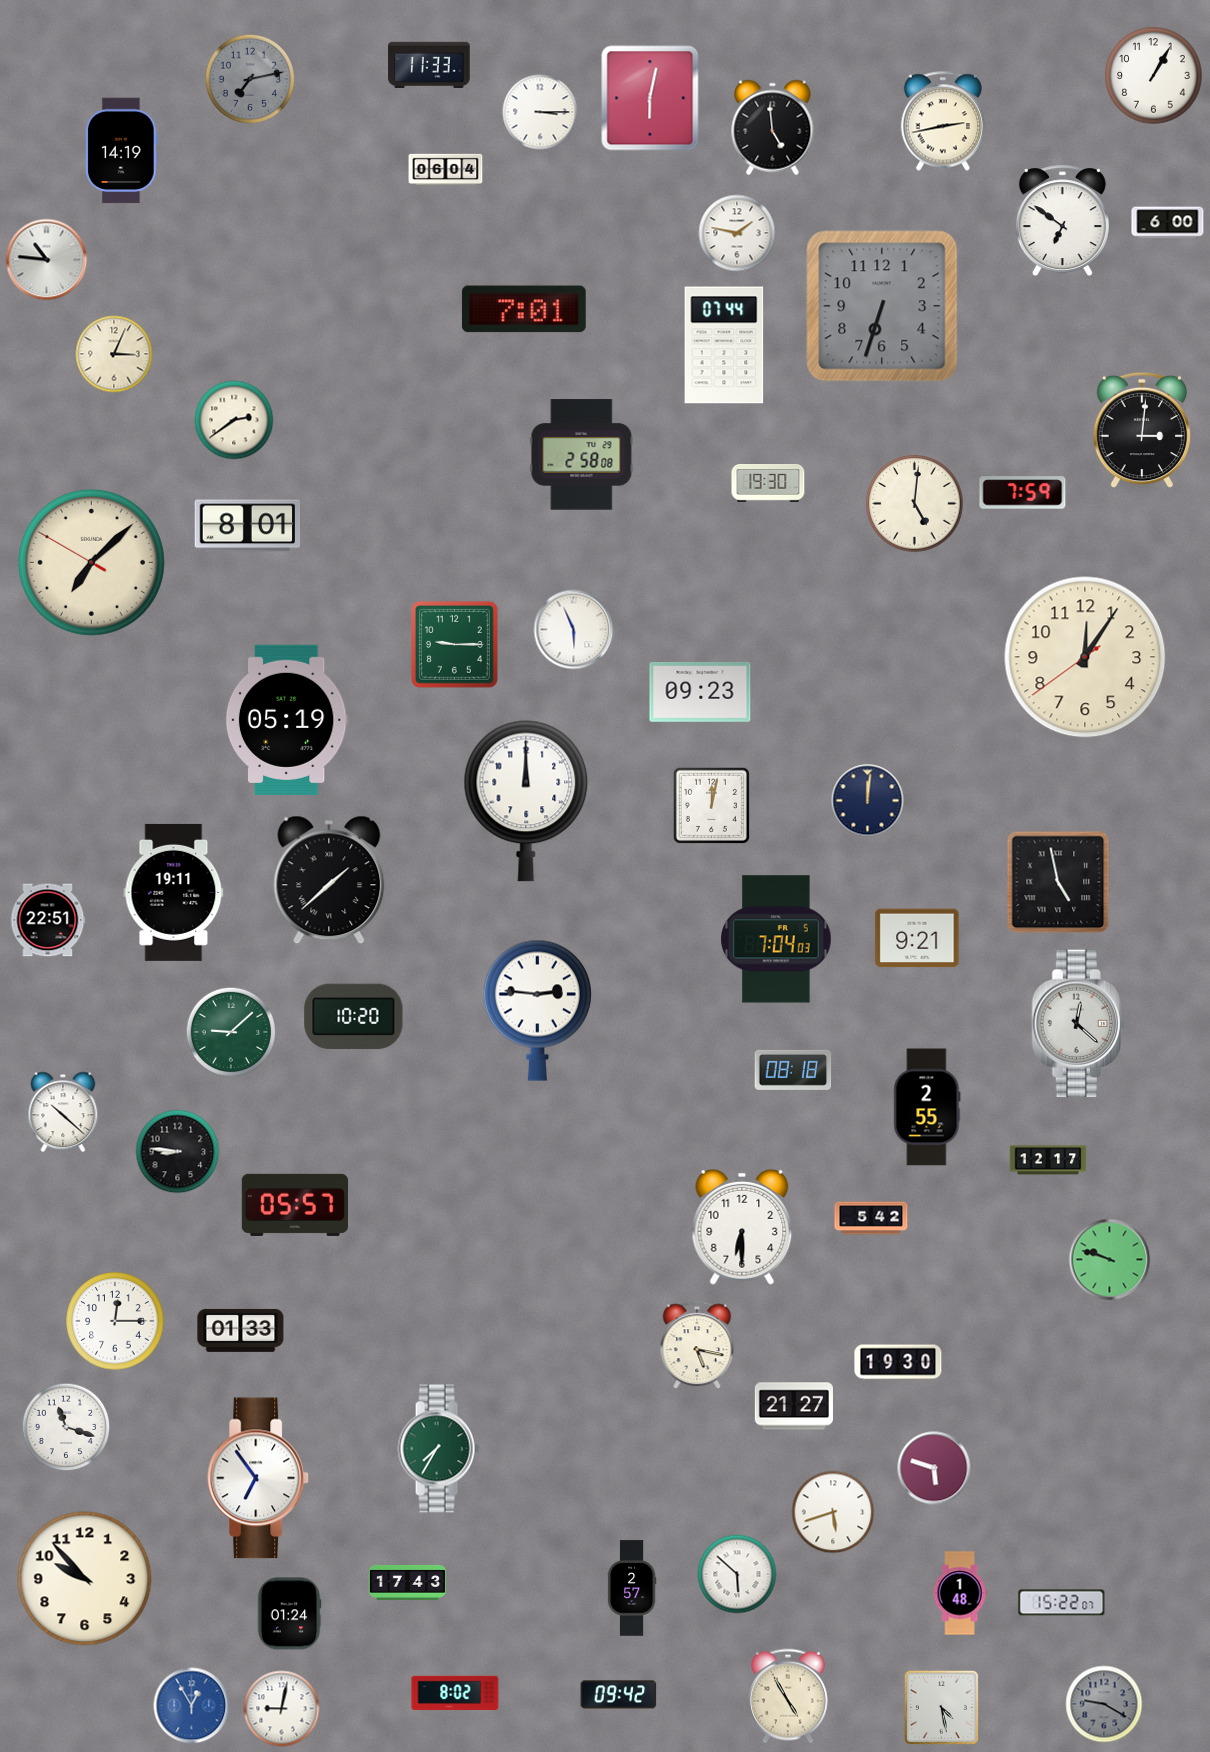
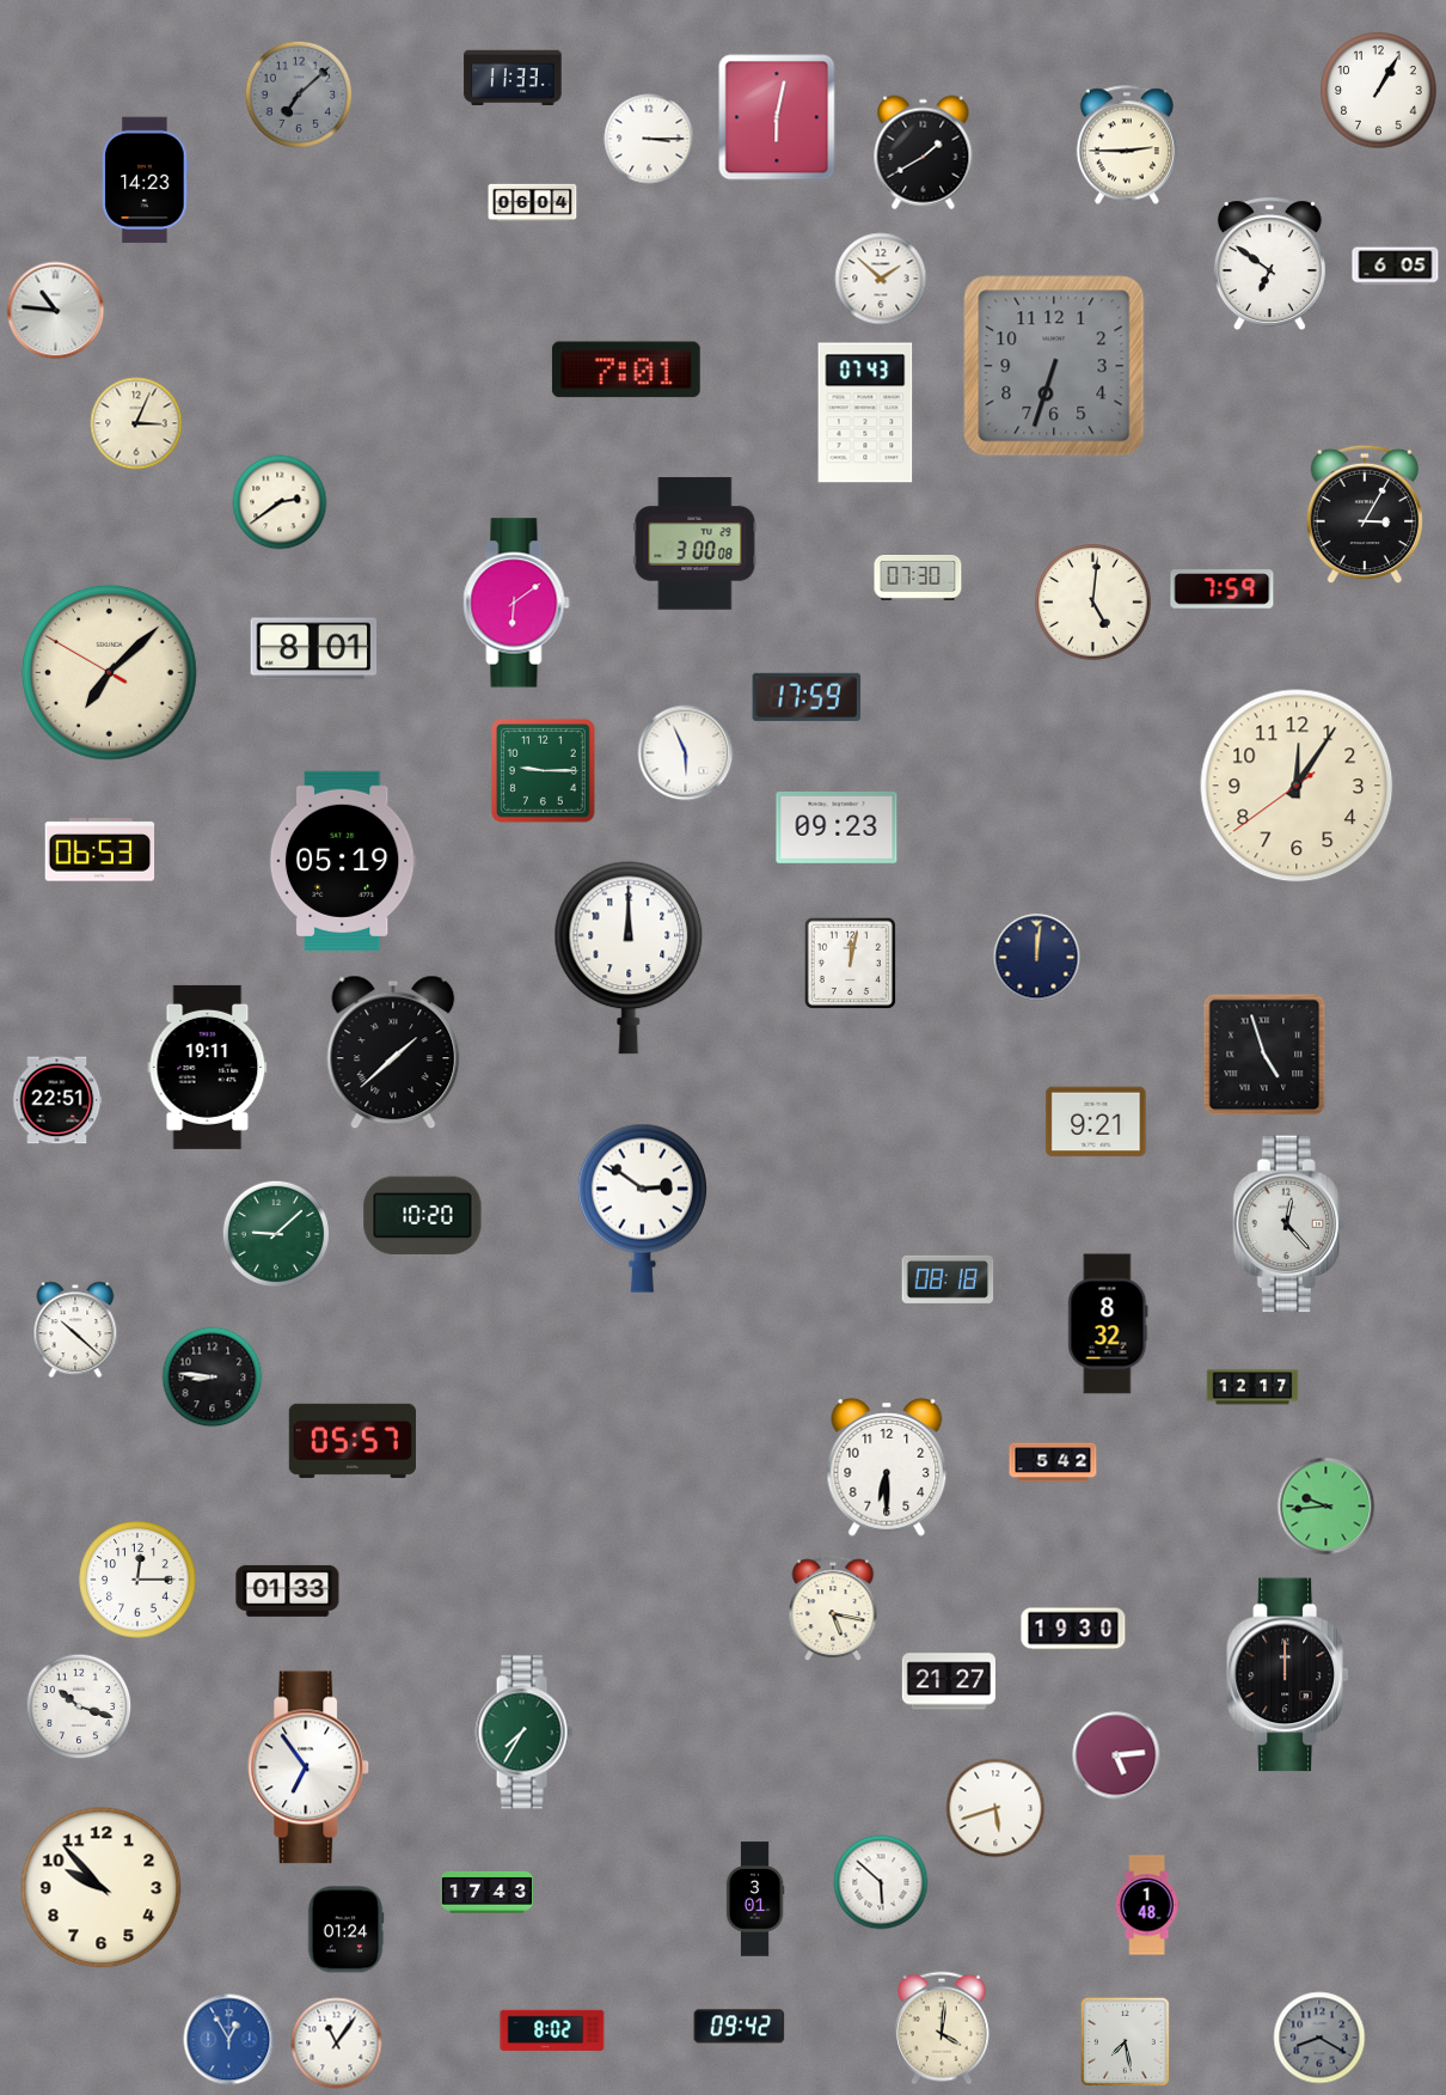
clock at (249, 78): 7:13 -> 7:08
clock at (540, 112) position: (540, 112) -> (649, 139)
clock at (942, 121): 2:43 -> 2:45
clock at (773, 128): 4:59 -> 1:40
clock at (122, 151): 14:19 -> 14:23
clock at (1168, 223): 6:00 -> 6:05
clock at (737, 233): 1:47 -> 1:52
clock at (724, 345): 07:44 -> 07:43
clock at (1142, 430): 3:01 -> 3:05
clock at (582, 455): 2:58 -> 3:00
clock at (768, 484): 19:30 -> 07:30
clock at (516, 603): none -> 6:09
clock at (248, 526) position: (248, 526) -> (314, 649)
clock at (807, 697): none -> 17:59
clock at (100, 850): none -> 06:53
clock at (1058, 882): 4:58 -> 4:57
clock at (776, 939): 7:04 -> none
clock at (537, 1010): 2:46 -> 2:51
clock at (1078, 1024): 12:22 -> 12:23
clock at (927, 1107): 2:55 -> 8:32
clock at (871, 1218) position: (871, 1218) -> (1053, 1462)
clock at (1110, 1260): 9:48 -> 9:44
clock at (1288, 1675): none -> 12:00
clock at (66, 1427): 11:18 -> 10:18
clock at (934, 1468): 5:48 -> 5:14
clock at (632, 1588): 2:57 -> 3:01
clock at (1062, 1603): 15:22 -> none
clock at (455, 1692) position: (455, 1692) -> (552, 2029)
clock at (789, 1696): 4:55 -> 4:01
clock at (1104, 1704): 9:20 -> 8:20
clock at (941, 1707): 4:28 -> 7:28
clock at (282, 1709): 9:02 -> 11:06
